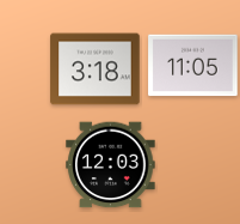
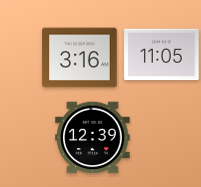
clock at (96, 69): 3:18 -> 3:16
clock at (111, 165): 12:03 -> 12:39
